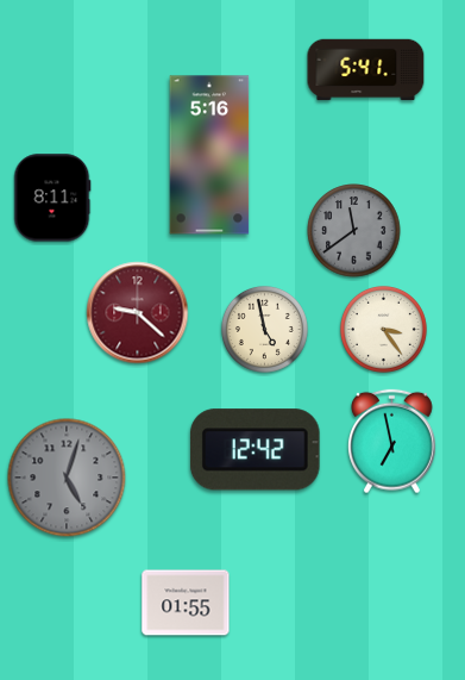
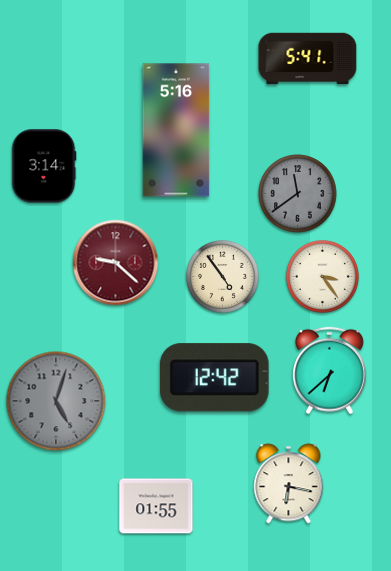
clock at (52, 198): 8:11 -> 3:14
clock at (264, 329): 4:58 -> 4:54
clock at (392, 442): 6:58 -> 6:38
clock at (289, 484): none -> 6:17
